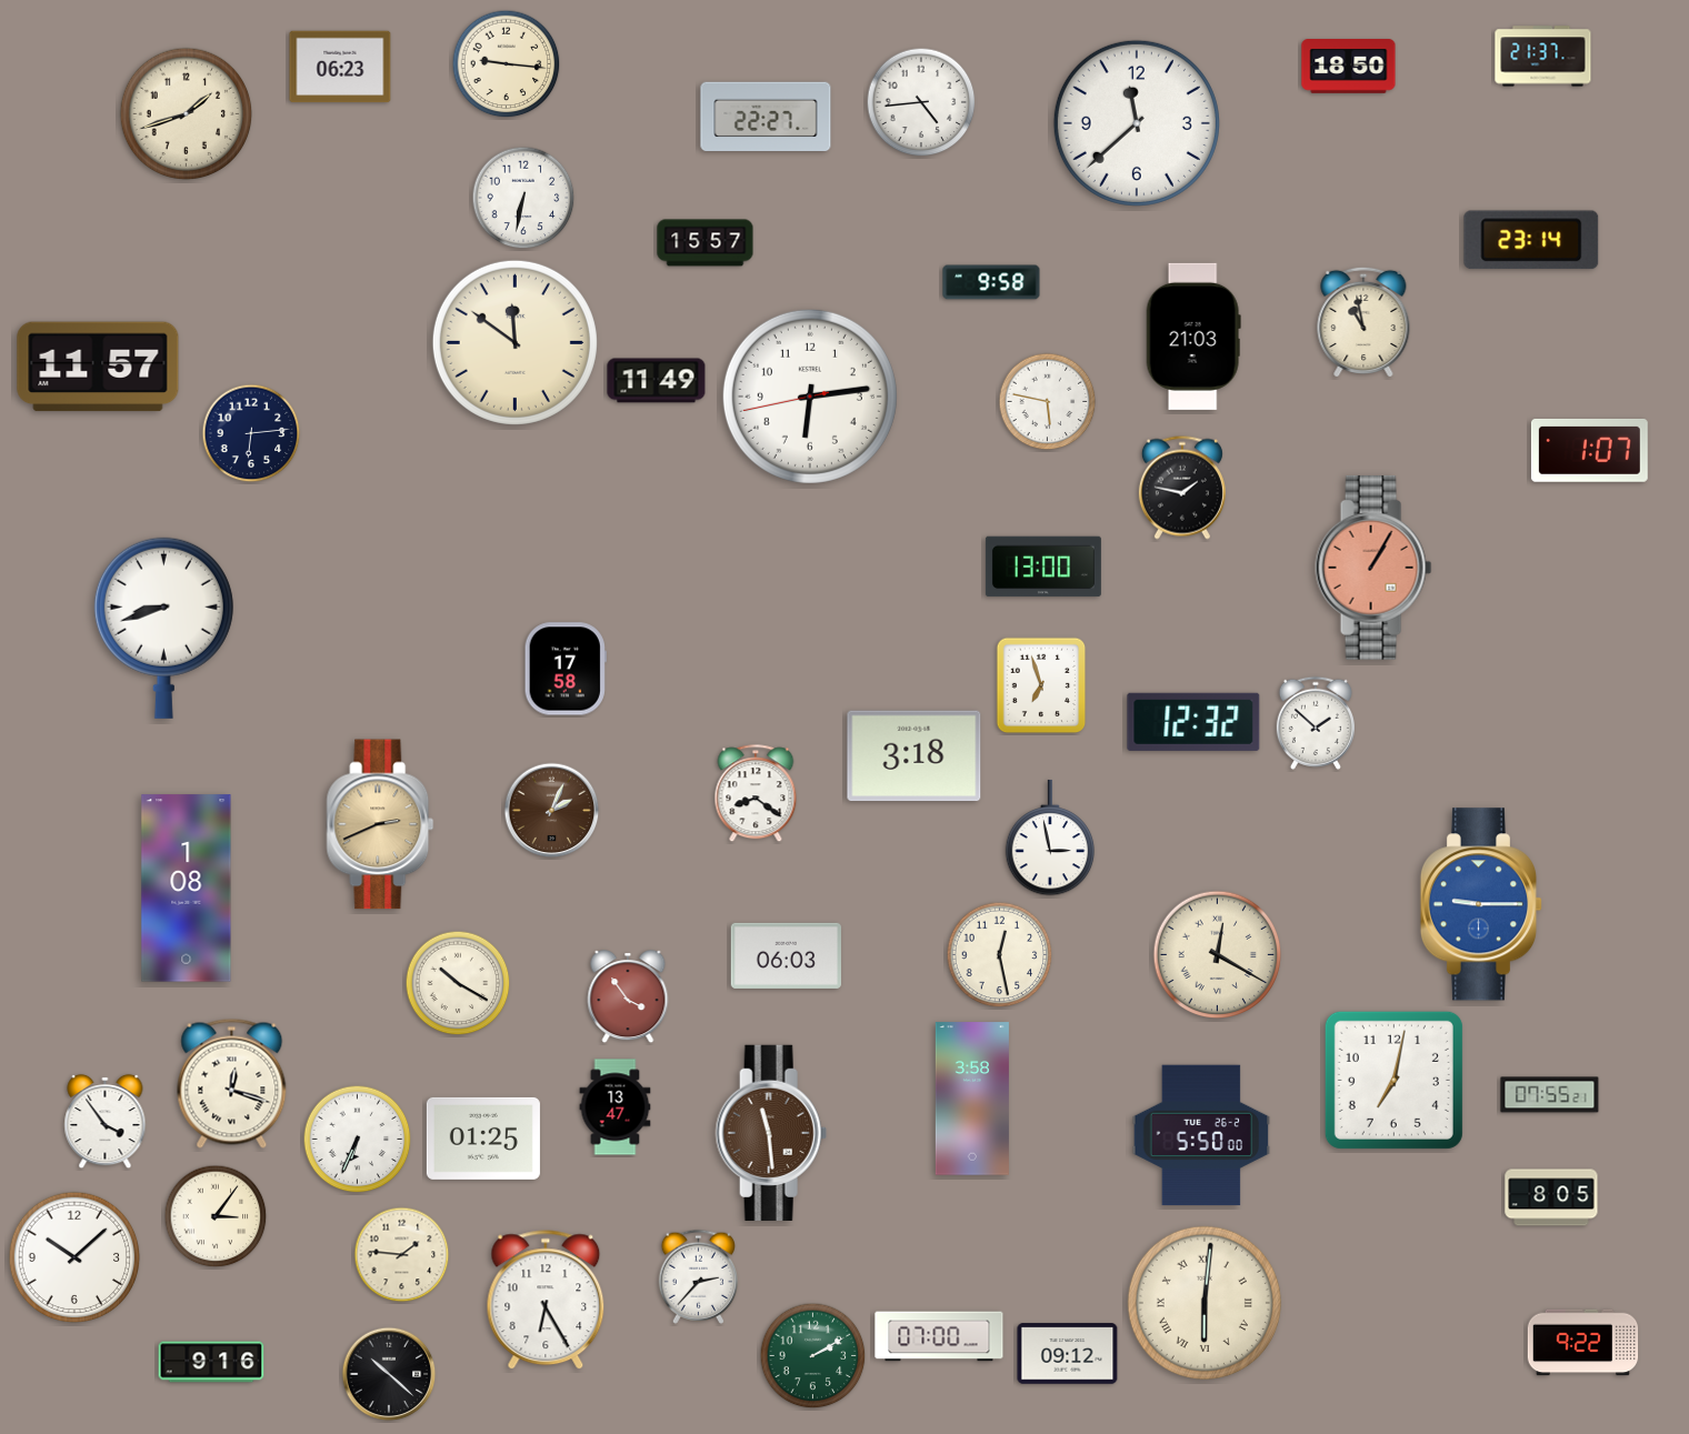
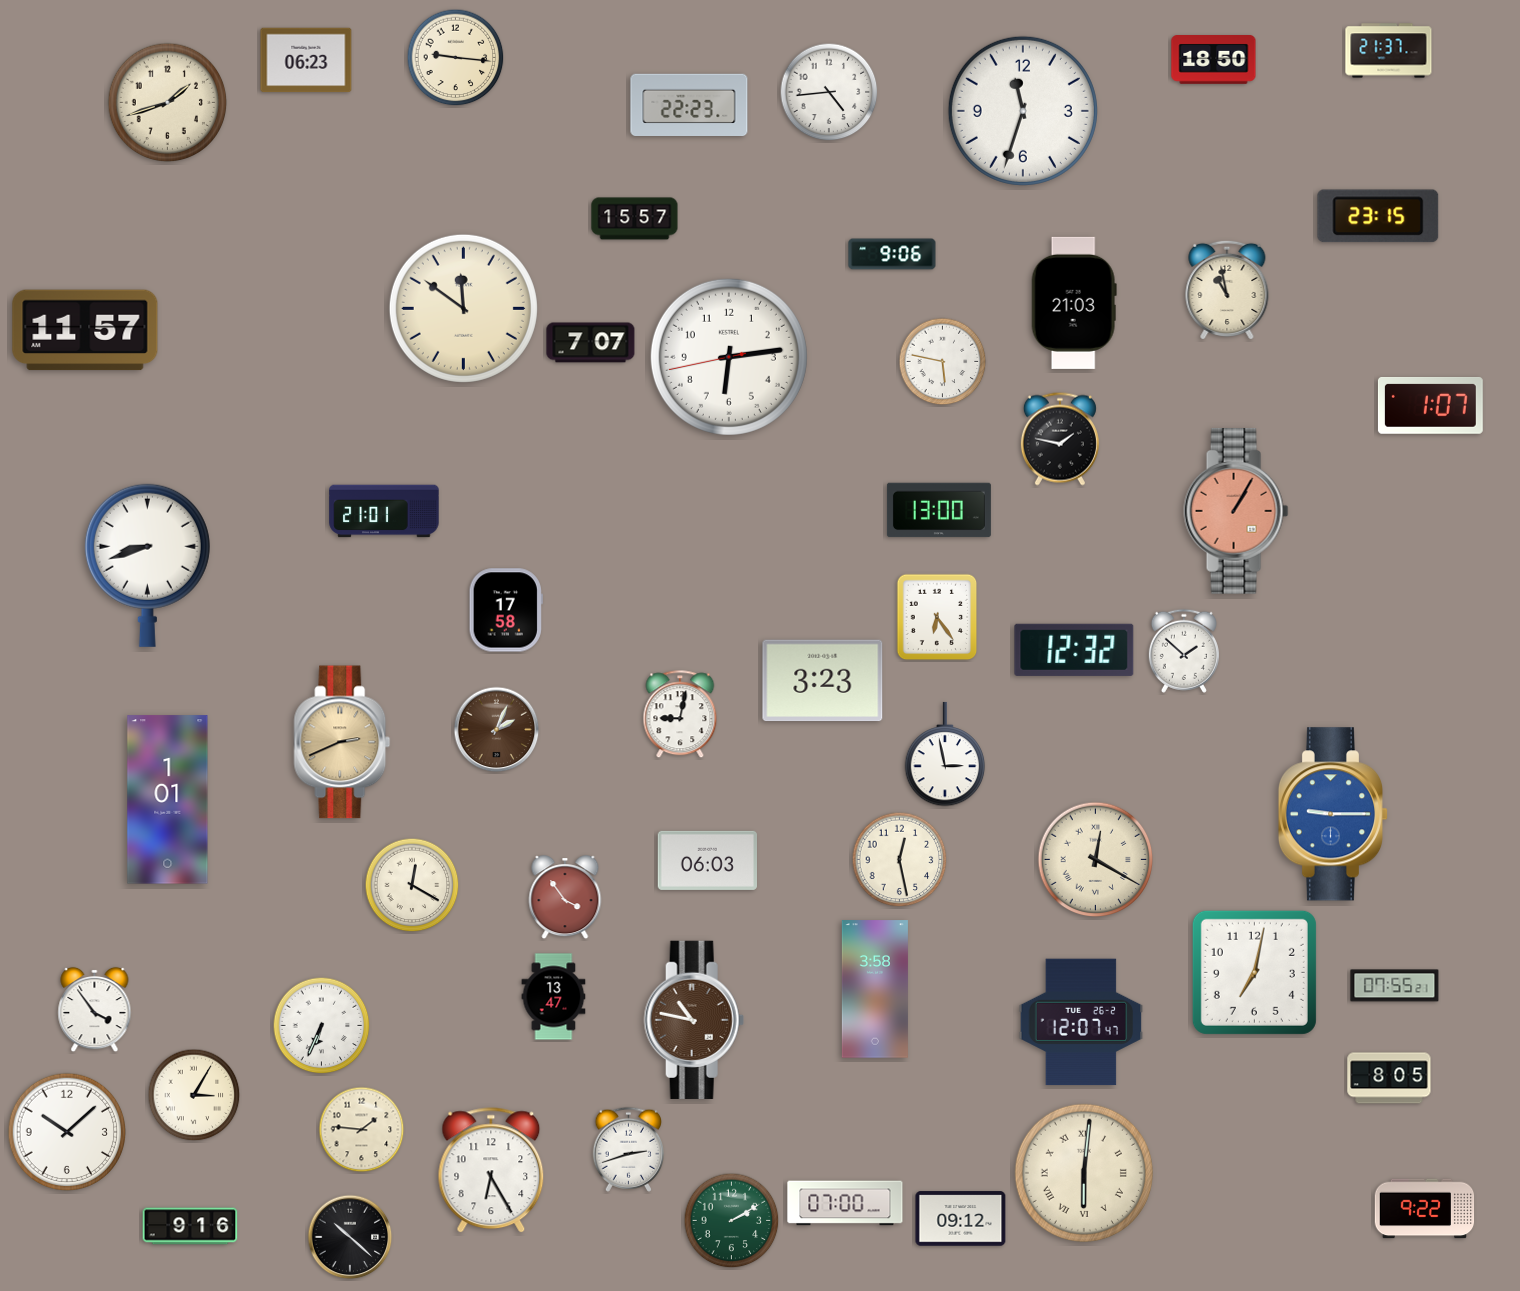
clock at (766, 116): 22:27 -> 22:23
clock at (1137, 123): 11:38 -> 11:33
clock at (523, 198): 6:32 -> none
clock at (1531, 240): 23:14 -> 23:15
clock at (991, 282): 9:58 -> 9:06
clock at (98, 367) position: (98, 367) -> (85, 330)
clock at (657, 381): 11:49 -> 7:07
clock at (251, 433): 6:14 -> none
clock at (1182, 488) position: (1182, 488) -> (1060, 439)
clock at (384, 511): none -> 21:01
clock at (566, 669) position: (566, 669) -> (506, 610)
clock at (1041, 685): 6:57 -> 6:24
clock at (915, 756): 3:18 -> 3:23
clock at (756, 794): 8:21 -> 9:02
clock at (187, 889): 1:08 -> 1:01
clock at (458, 983): 10:20 -> 12:20
clock at (232, 1083): 12:18 -> none
clock at (771, 1133): 11:29 -> 10:47
clock at (1201, 1135): 5:50 -> 12:07
clock at (483, 1139): 01:25 -> none
clock at (1551, 1197) position: (1551, 1197) -> (1389, 1078)
clock at (216, 1216): 3:06 -> 3:05
clock at (698, 1276): 2:37 -> 2:42
